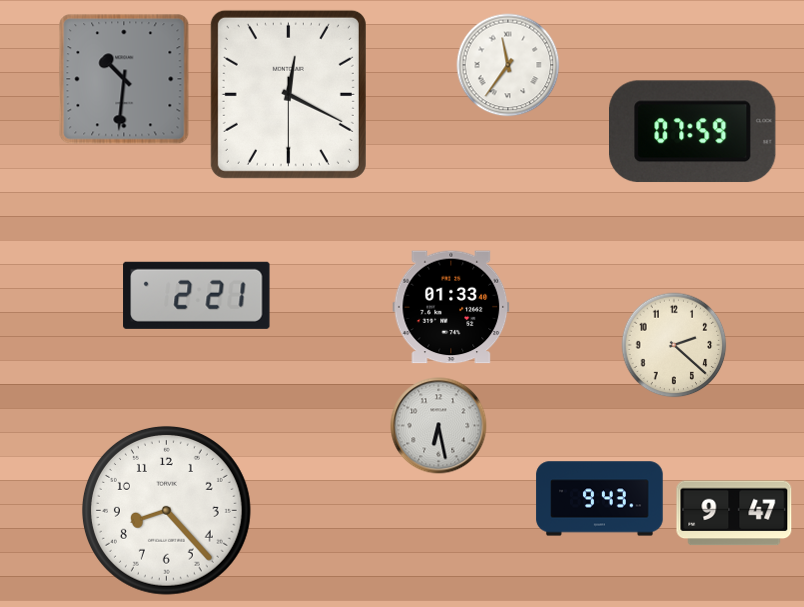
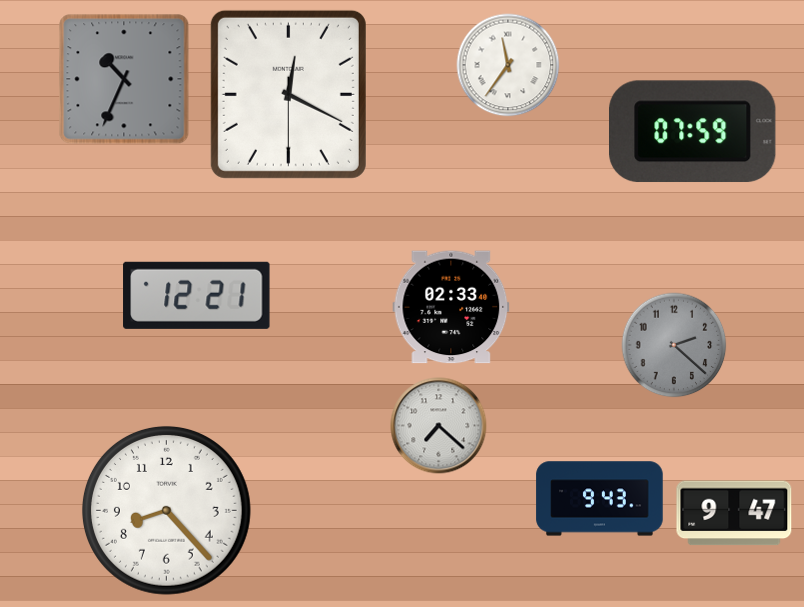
clock at (124, 79): 10:31 -> 10:34
clock at (197, 295): 2:21 -> 12:21
clock at (451, 307): 01:33 -> 02:33
clock at (674, 345) dial: cream -> grey
clock at (439, 426): 6:28 -> 7:22
